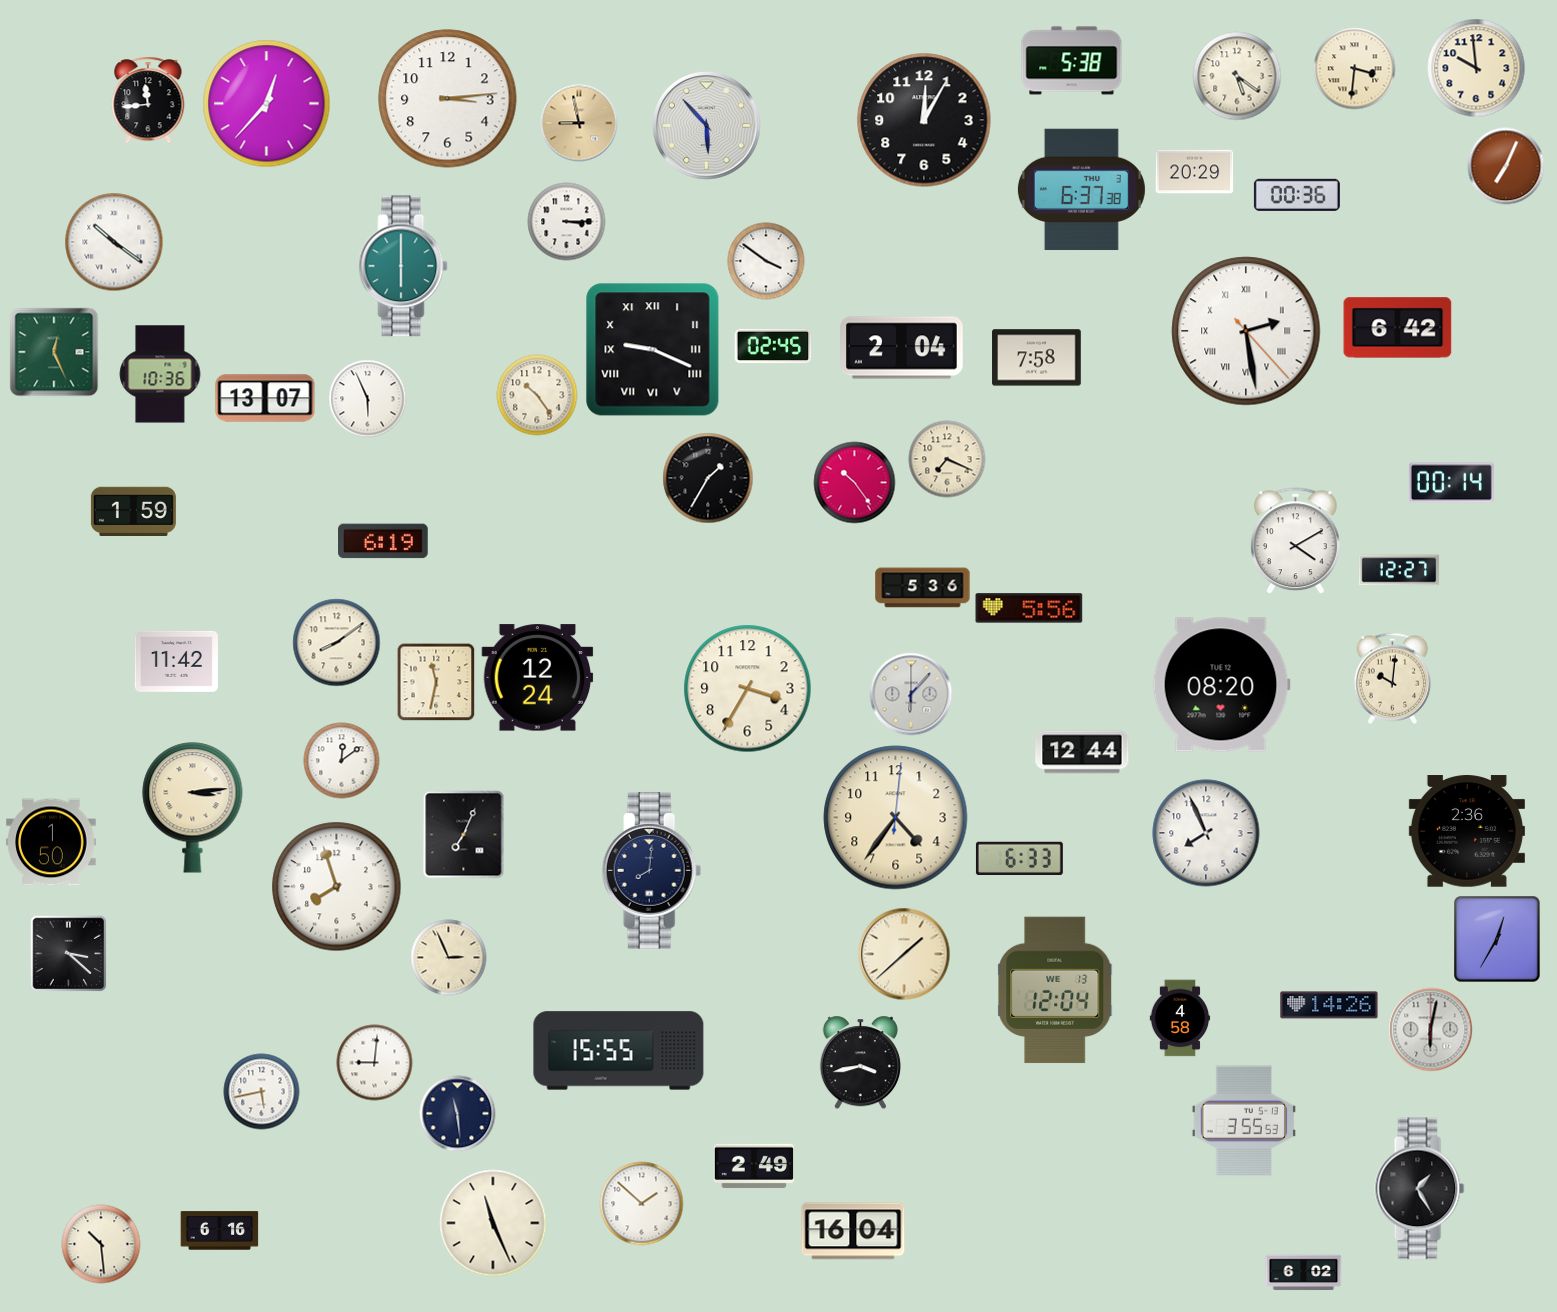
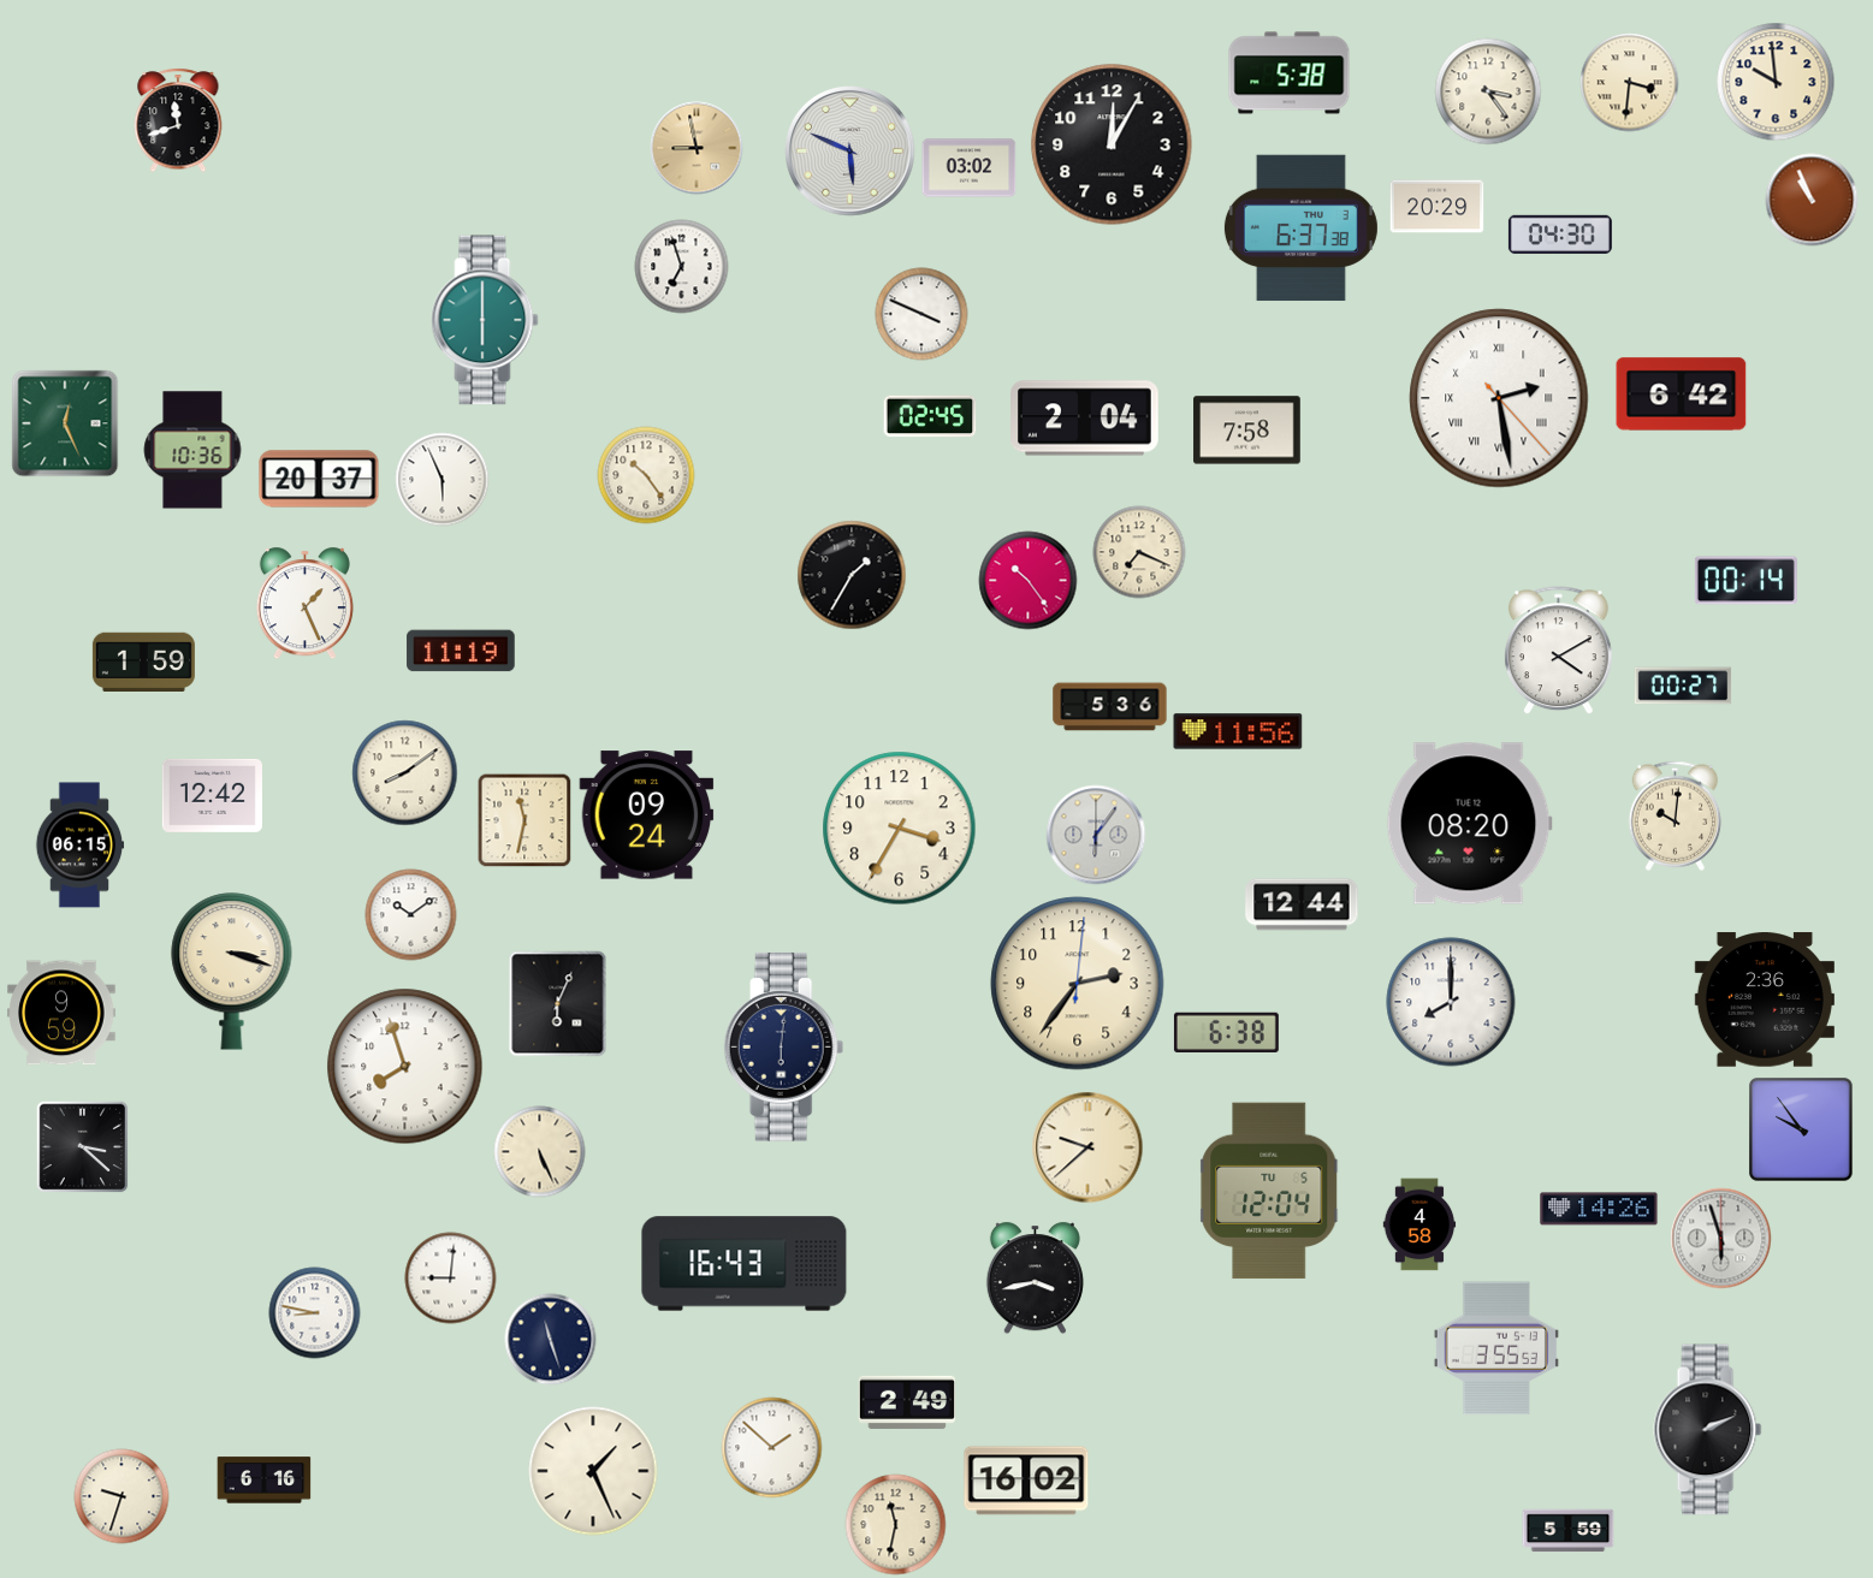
clock at (1237, 76): 5:21 -> 3:24
clock at (448, 99): 3:14 -> none
clock at (148, 100): 11:44 -> 11:42
clock at (267, 104): 12:37 -> none
clock at (707, 126): 5:53 -> 5:49
clock at (970, 168): none -> 03:02
clock at (1506, 166): 7:04 -> 10:56
clock at (1297, 195): 00:36 -> 04:30
clock at (567, 222): 3:15 -> 6:57
clock at (114, 242): 10:21 -> none
clock at (766, 261): 3:51 -> 3:49
clock at (653, 350): 9:19 -> none
clock at (265, 398): 13:07 -> 20:37
clock at (304, 604): none -> 1:26
clock at (133, 511) position: (133, 511) -> (143, 662)
clock at (383, 541): 6:19 -> 11:19
clock at (1399, 570): 12:27 -> 00:27
clock at (1029, 608): 5:56 -> 11:56
clock at (176, 661): 11:42 -> 12:42
clock at (538, 678): 12:24 -> 09:24
clock at (911, 694): 6:07 -> 6:06
clock at (79, 846): none -> 06:15
clock at (342, 761): 12:09 -> 10:09
clock at (193, 808): 3:14 -> 3:18
clock at (896, 818): 4:36 -> 2:36
clock at (1206, 833): 7:56 -> 8:00
clock at (464, 835): 7:04 -> 6:04
clock at (51, 842): 1:50 -> 9:59
clock at (1019, 859): 6:33 -> 6:38
clock at (652, 870): 8:01 -> 6:01
clock at (1497, 939): 12:35 -> 9:54
clock at (904, 954): 1:38 -> 9:38
clock at (449, 958): 2:56 -> 5:26
clock at (1056, 990) date: WE 13 -> TU 5
clock at (1431, 1030): 6:02 -> 5:57
clock at (619, 1051): 15:55 -> 16:43
clock at (262, 1092): 5:43 -> 8:47
clock at (458, 1114): 11:29 -> 11:27
clock at (1420, 1189): 1:25 -> 2:11
clock at (493, 1223): 11:26 -> 1:26
clock at (853, 1231): 16:04 -> 16:02
clock at (101, 1244): 10:29 -> 9:33
clock at (896, 1525): none -> 11:32
clock at (1304, 1273): 6:02 -> 5:59
